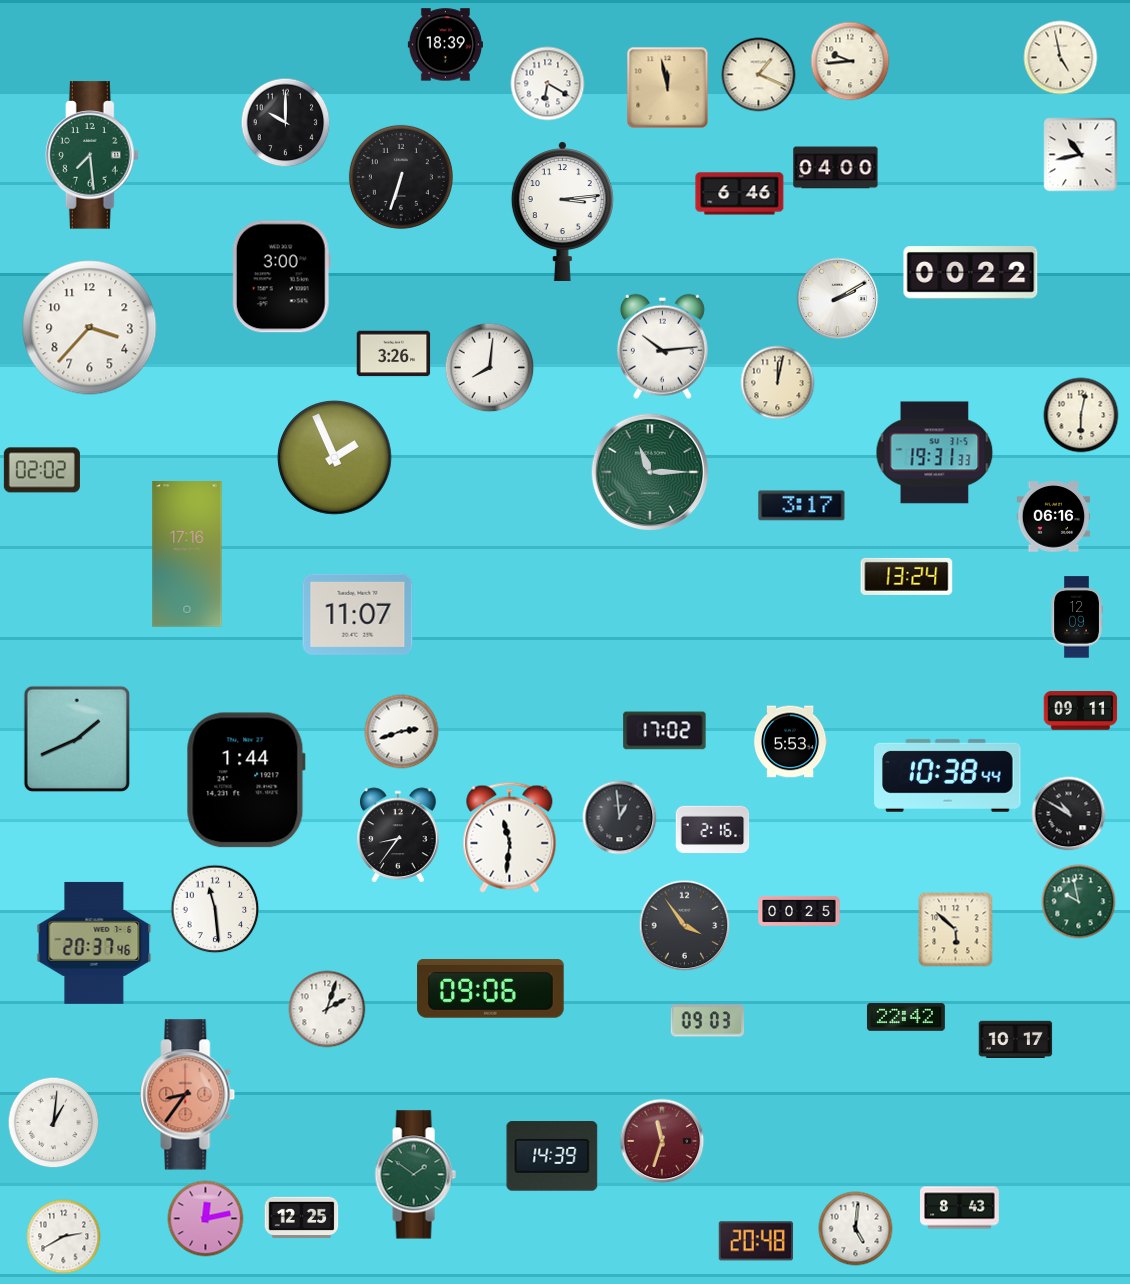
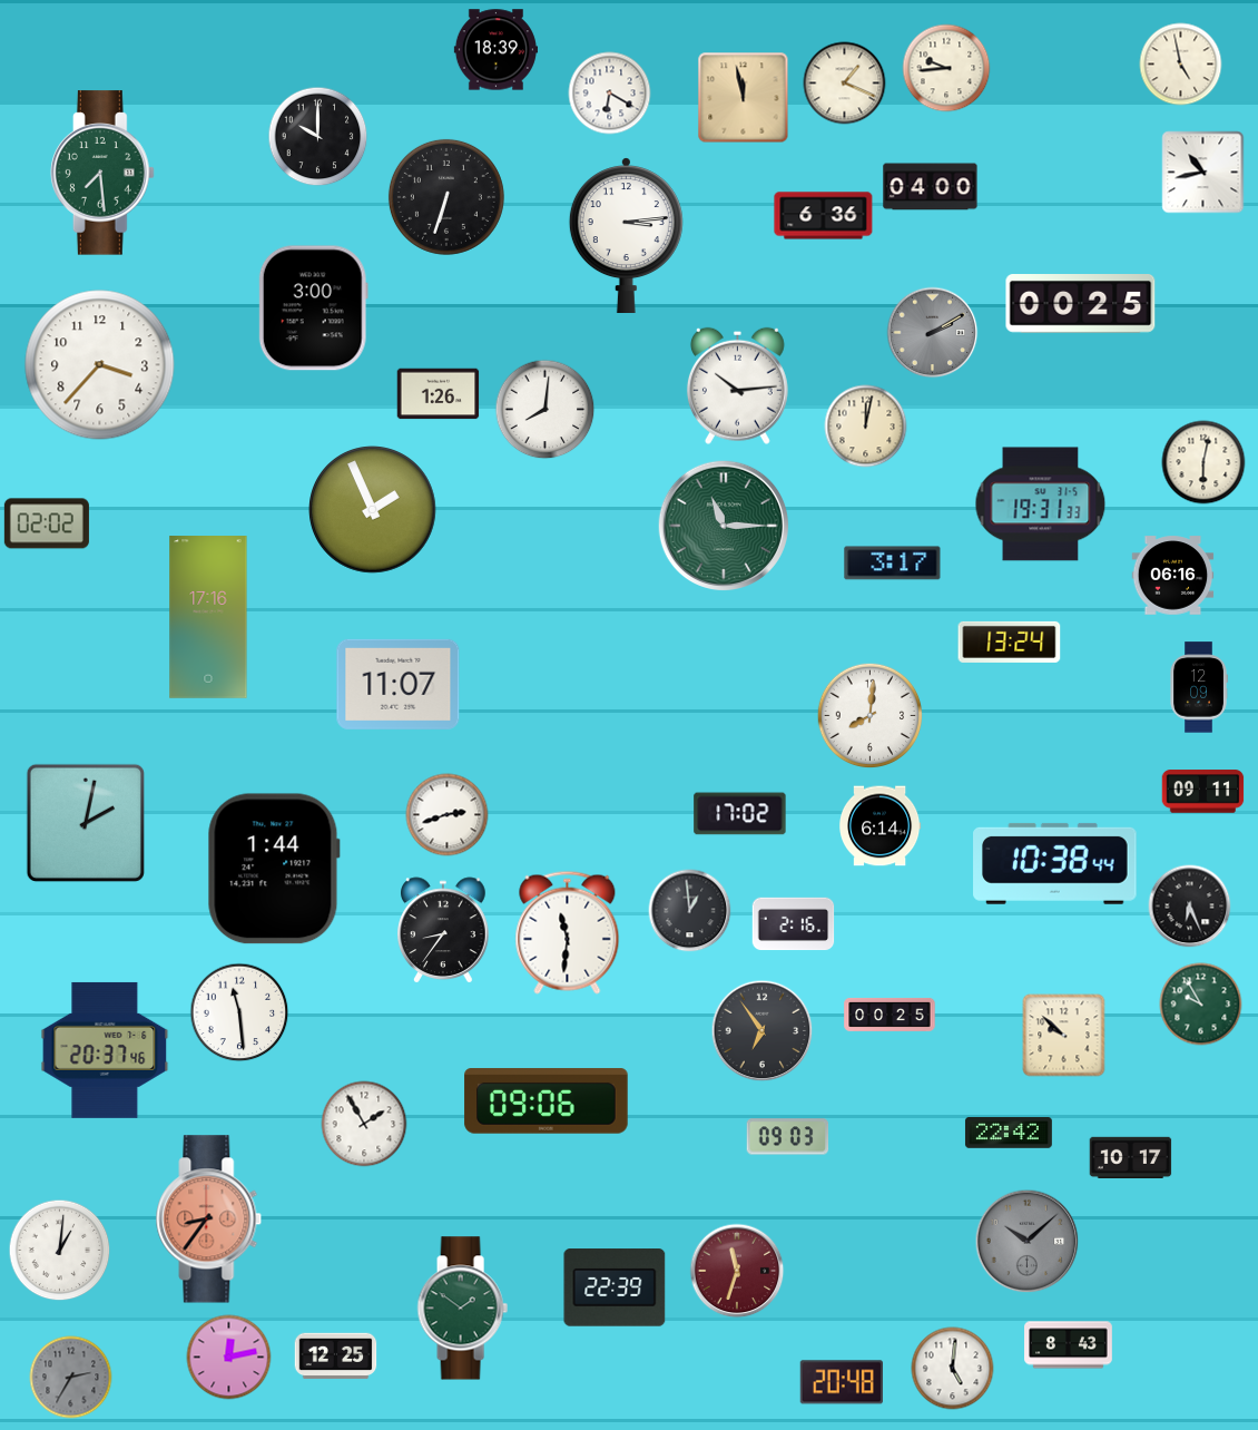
clock at (740, 194): 6:46 -> 6:36
clock at (971, 273): 00:22 -> 00:25
clock at (838, 299) dial: white -> grey
clock at (394, 354): 3:26 -> 1:26
clock at (871, 716): none -> 8:01
clock at (77, 739): 1:41 -> 2:02
clock at (790, 742): 5:53 -> 6:14
clock at (1069, 814): 10:50 -> 6:26
clock at (1079, 902): 9:58 -> 9:55
clock at (685, 926): 3:54 -> 6:54
clock at (956, 930): 5:52 -> 9:52
clock at (327, 1009): 2:03 -> 1:55
clock at (1028, 1242): none -> 10:08
clock at (552, 1156): 14:39 -> 22:39
clock at (64, 1237): 2:40 -> 2:35
clock at (64, 1237) dial: white -> grey
